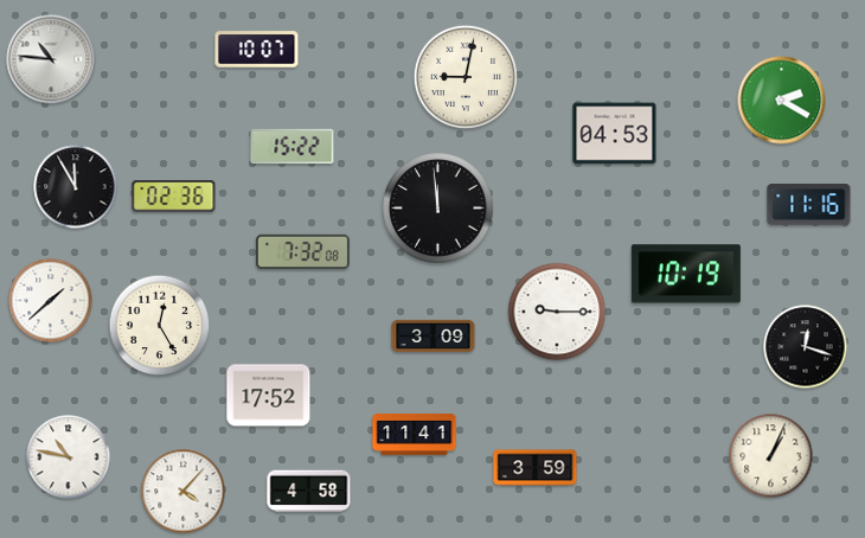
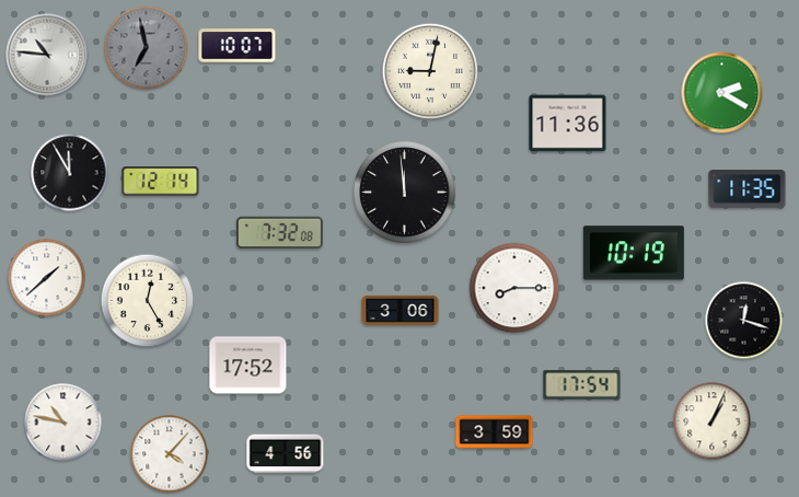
clock at (147, 48): none -> 6:58
clock at (615, 134): 04:53 -> 11:36
clock at (293, 147): 15:22 -> none
clock at (174, 197): 02:36 -> 12:14
clock at (809, 205): 11:16 -> 11:35
clock at (557, 312): 9:15 -> 8:15
clock at (434, 335): 3:09 -> 3:06
clock at (582, 385): none -> 17:54
clock at (415, 434): 11:41 -> none
clock at (309, 492): 4:58 -> 4:56
